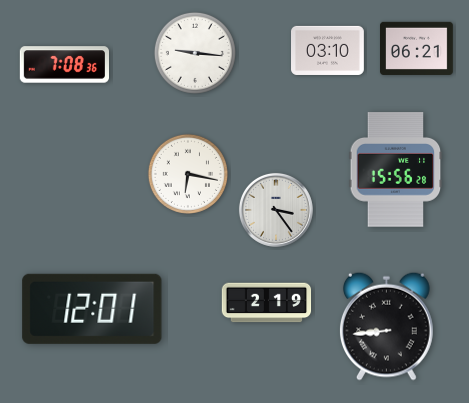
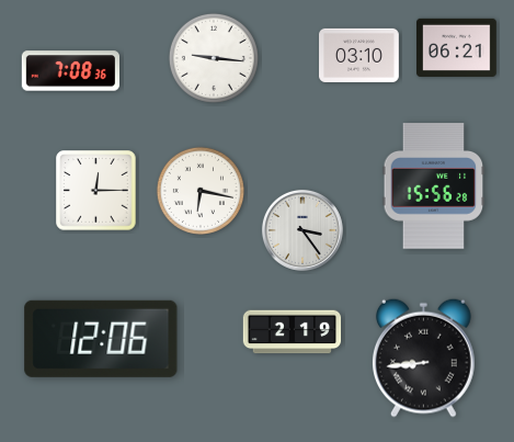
clock at (417, 48) position: (417, 48) -> (457, 47)
clock at (96, 191): none -> 12:15
clock at (188, 174) position: (188, 174) -> (201, 191)
clock at (92, 309): 12:01 -> 12:06
